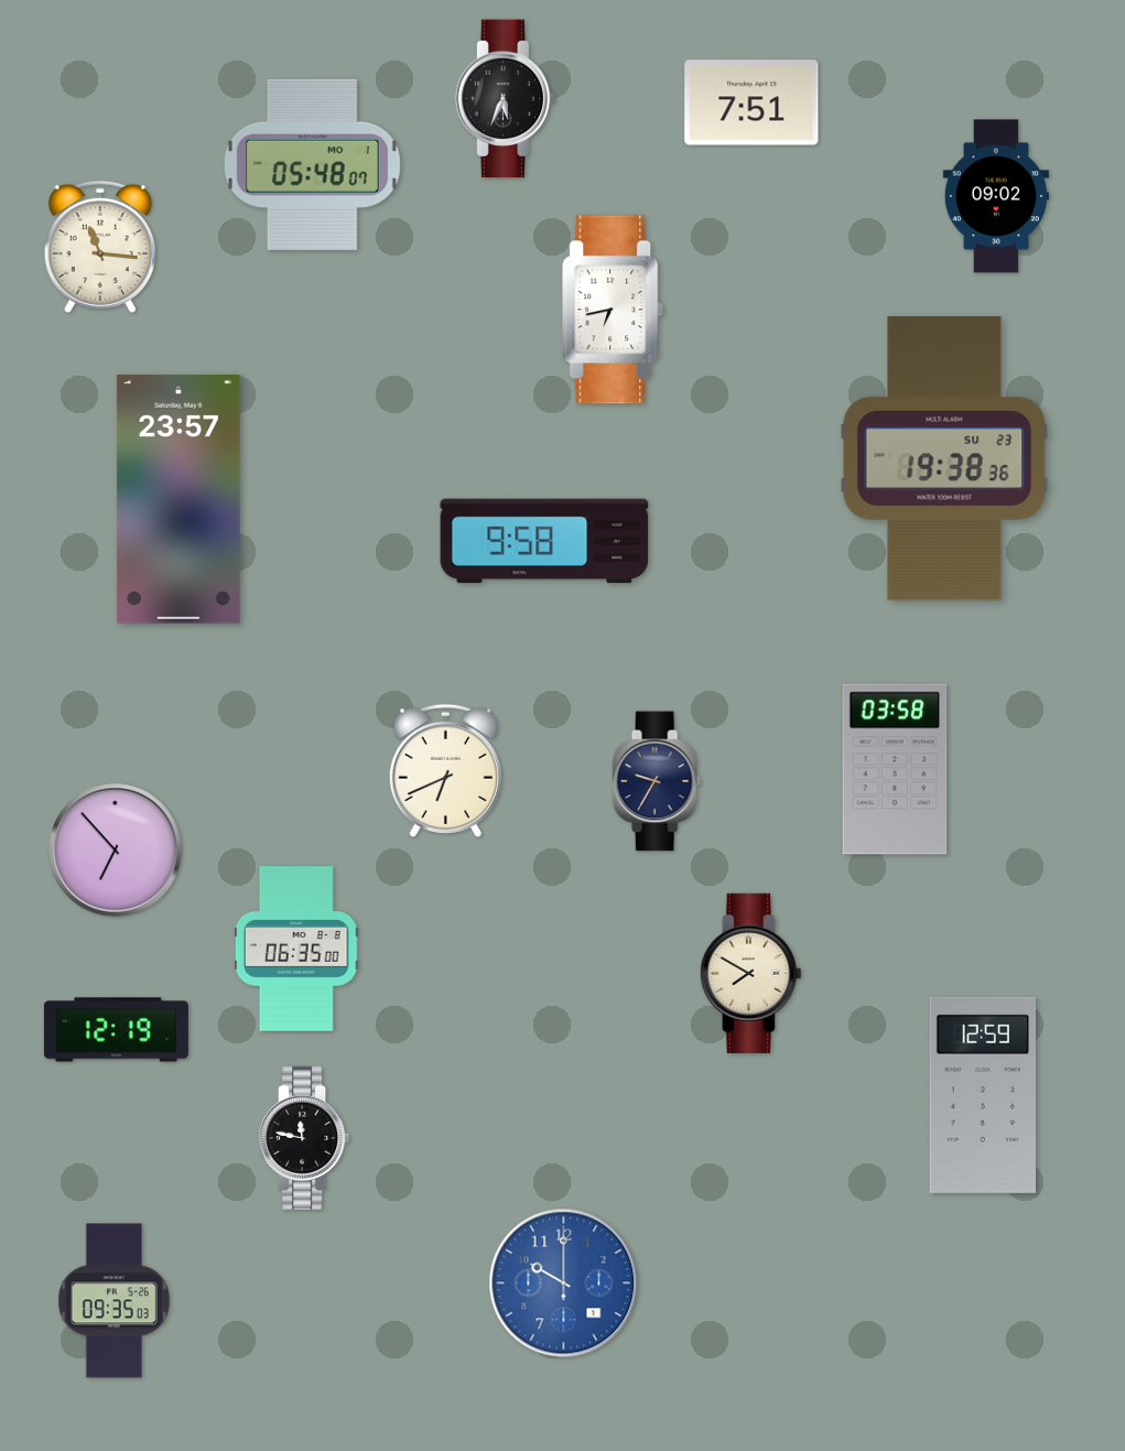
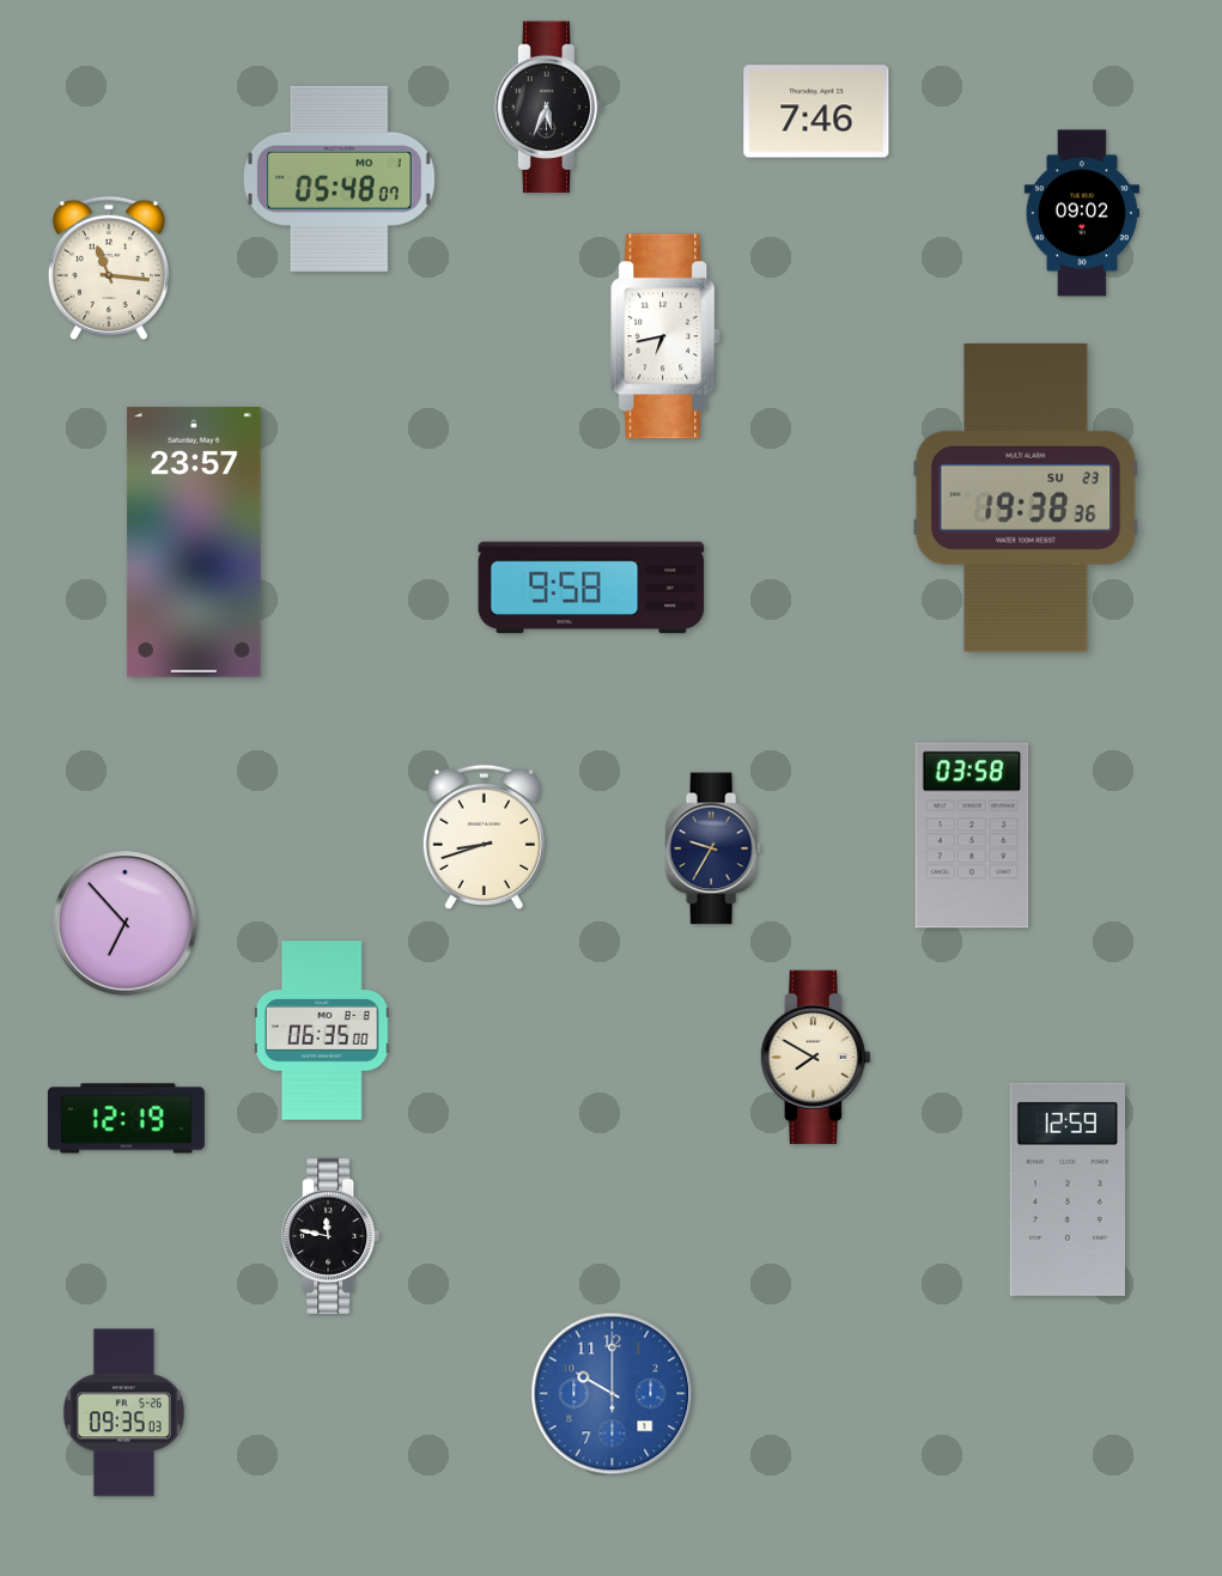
clock at (751, 102): 7:51 -> 7:46
clock at (445, 770): 6:41 -> 8:42
